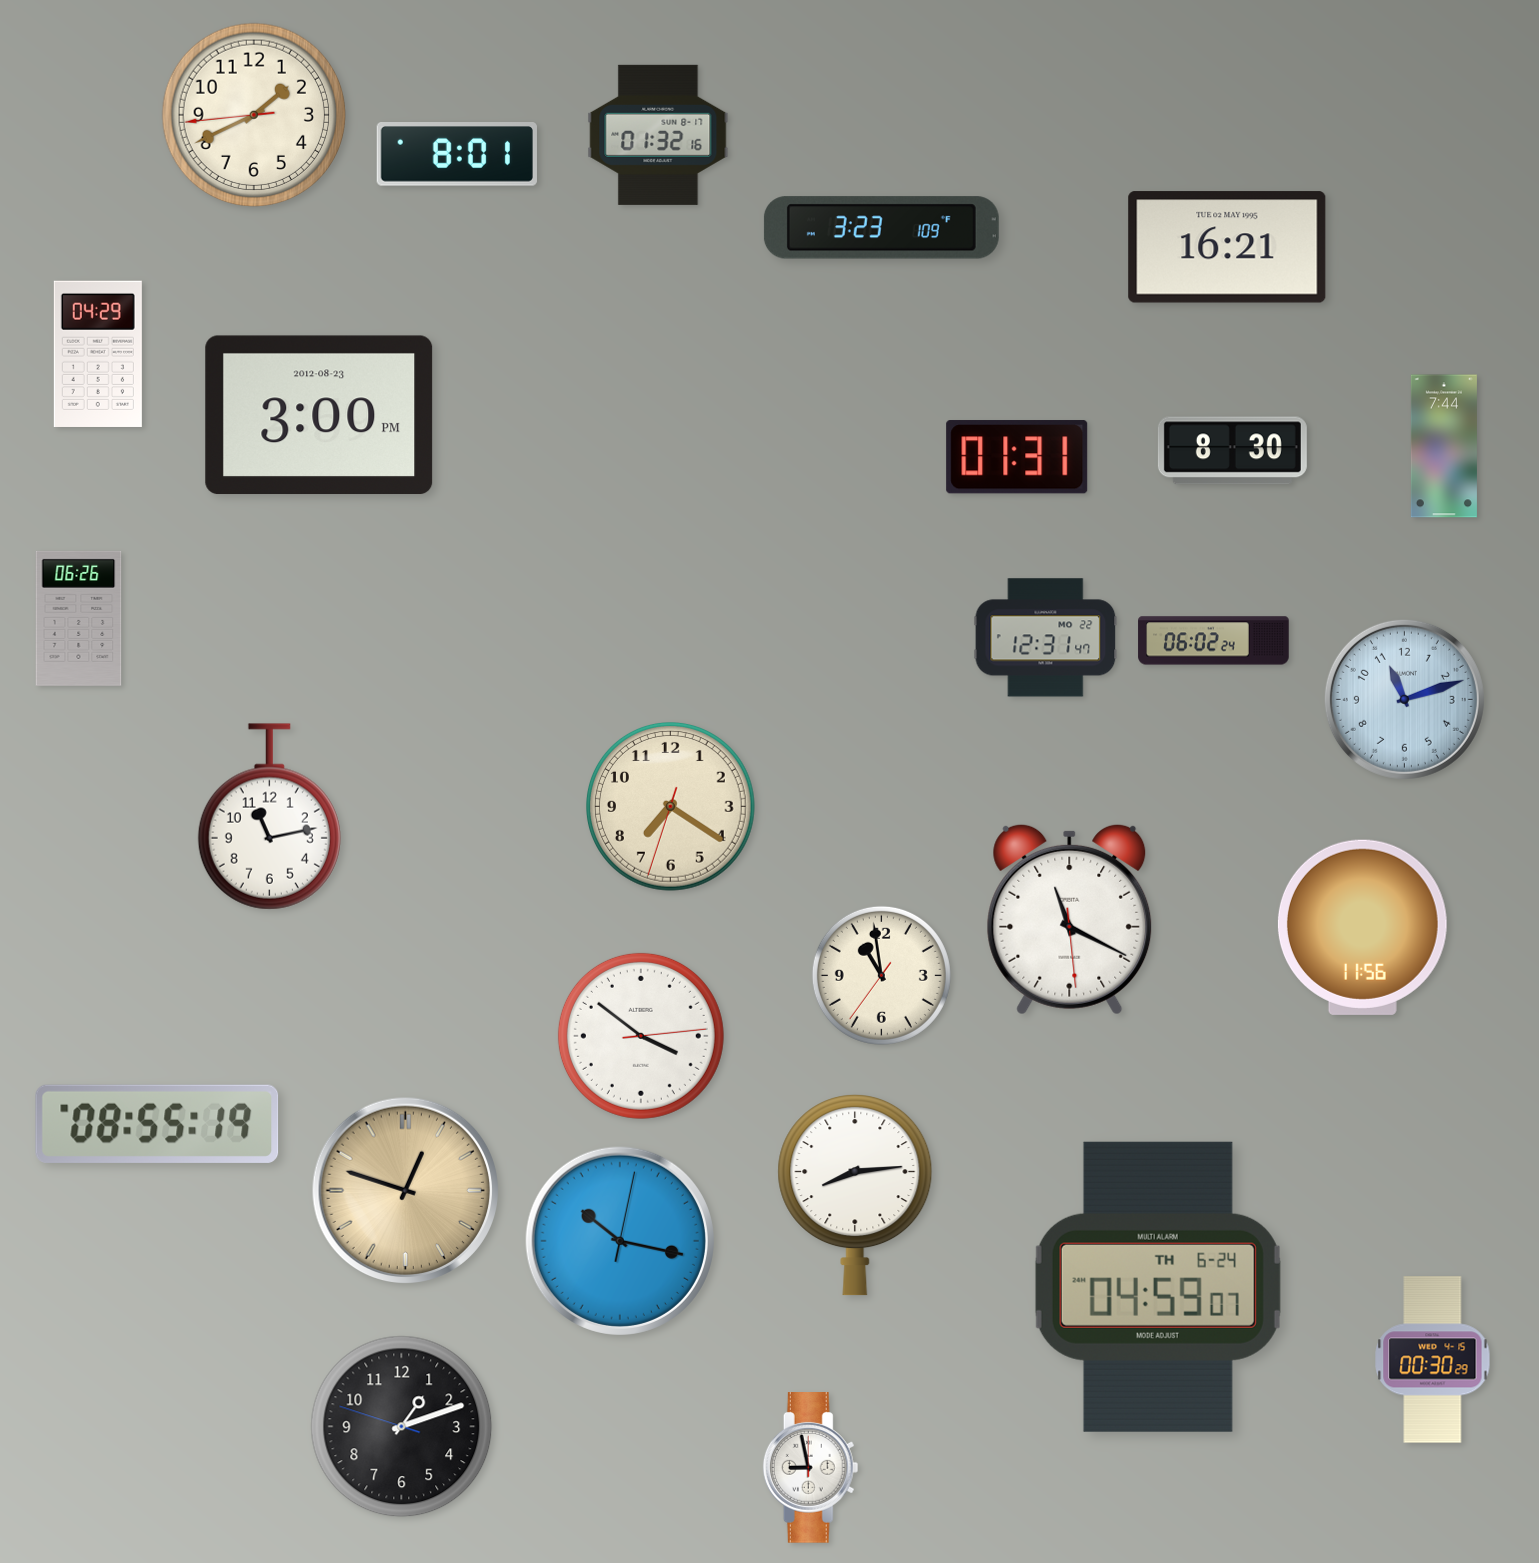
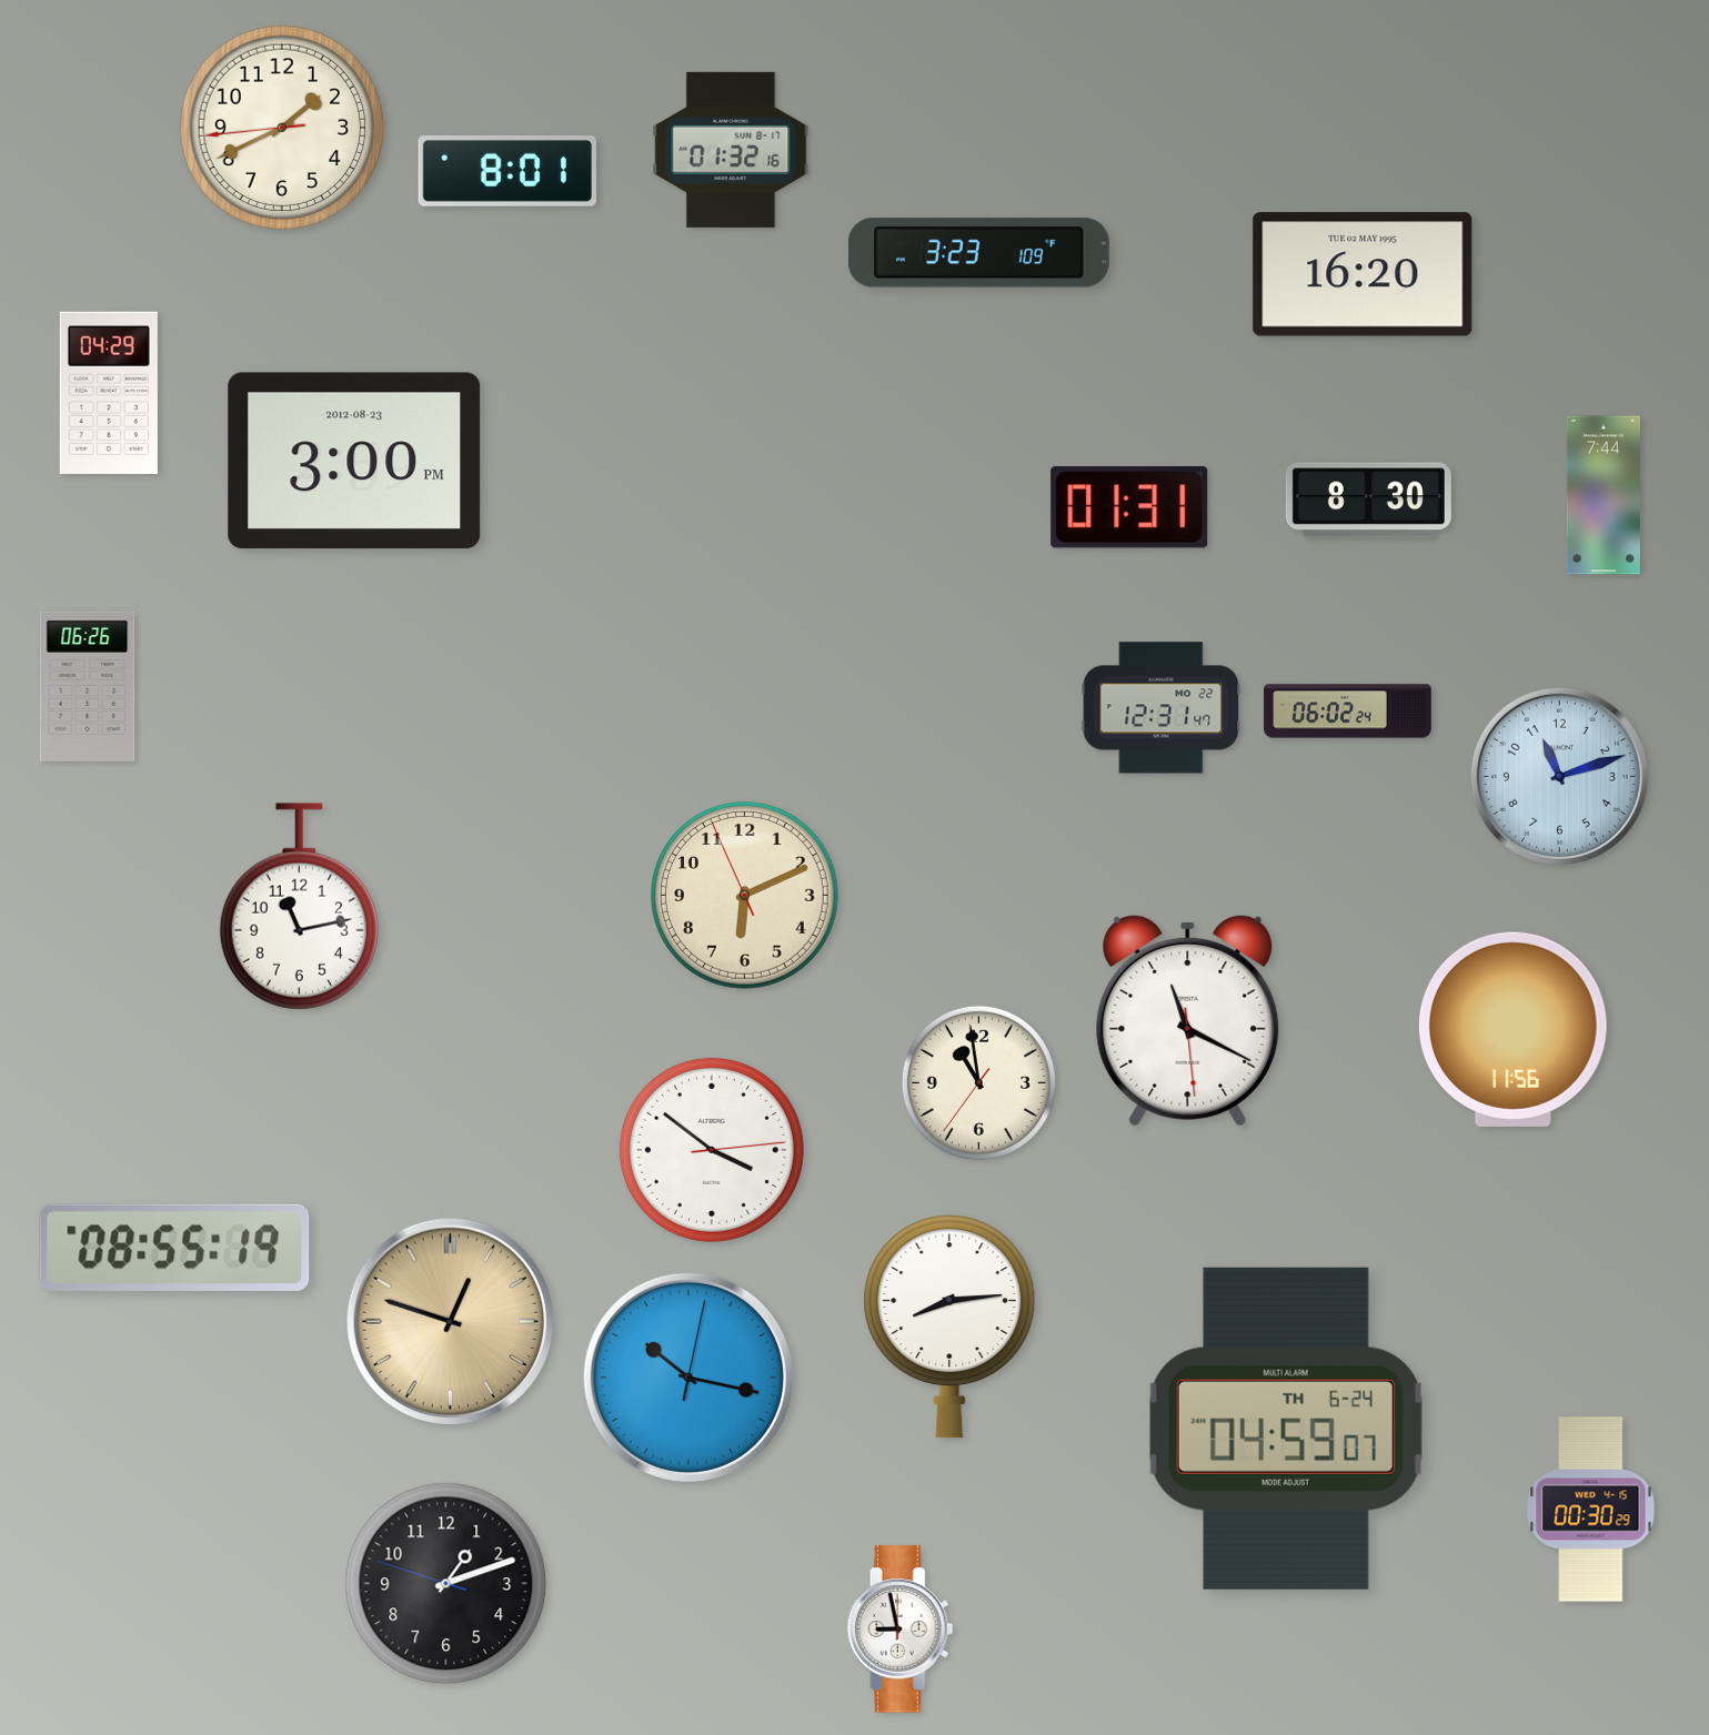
clock at (1227, 247): 16:21 -> 16:20
clock at (671, 807): 7:20 -> 6:10
